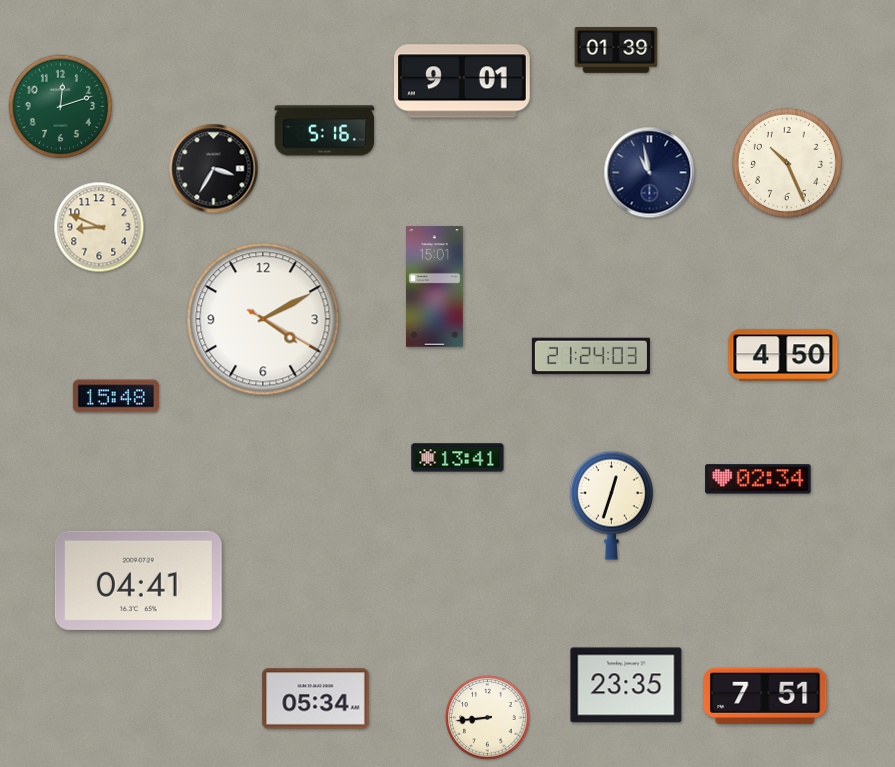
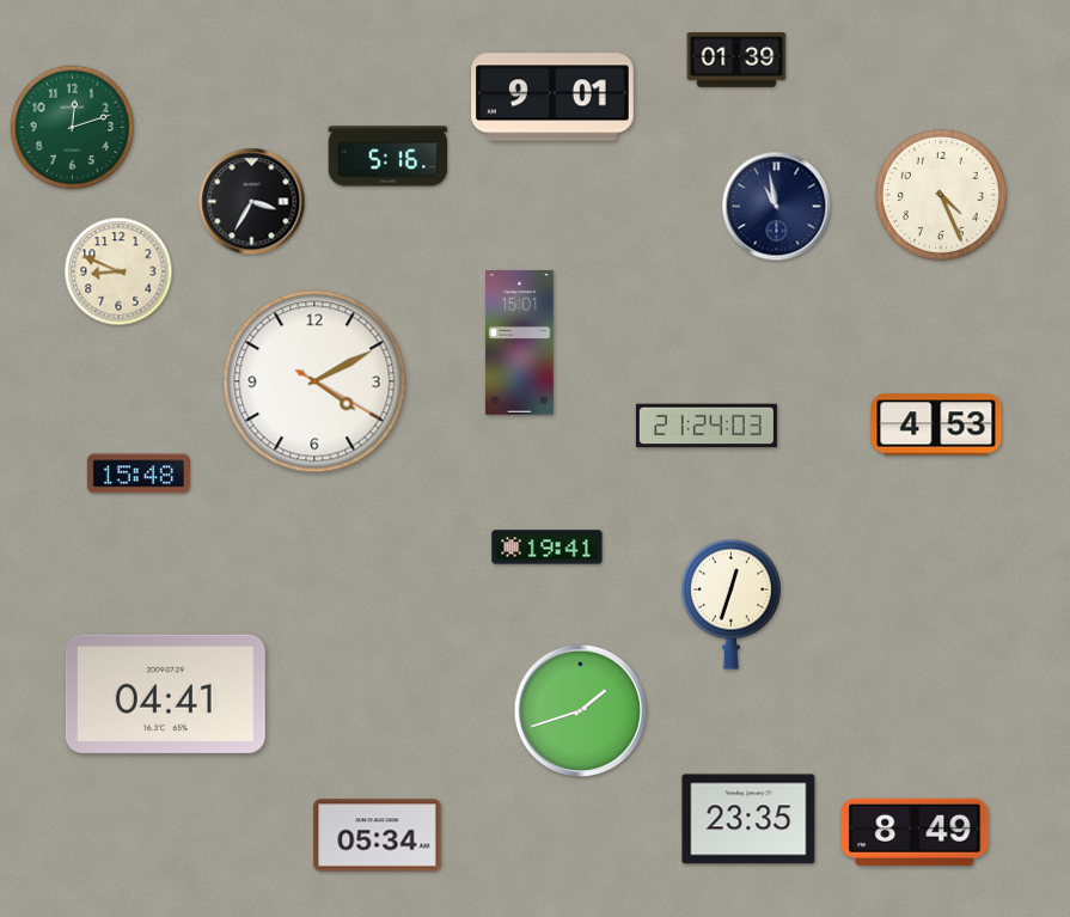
clock at (787, 163): 10:26 -> 4:26
clock at (214, 169) position: (214, 169) -> (252, 202)
clock at (783, 355): 4:50 -> 4:53
clock at (458, 458): 13:41 -> 19:41
clock at (758, 479): 02:34 -> none
clock at (581, 711): none -> 1:42
clock at (765, 696): 7:51 -> 8:49
clock at (488, 718): 8:44 -> none
